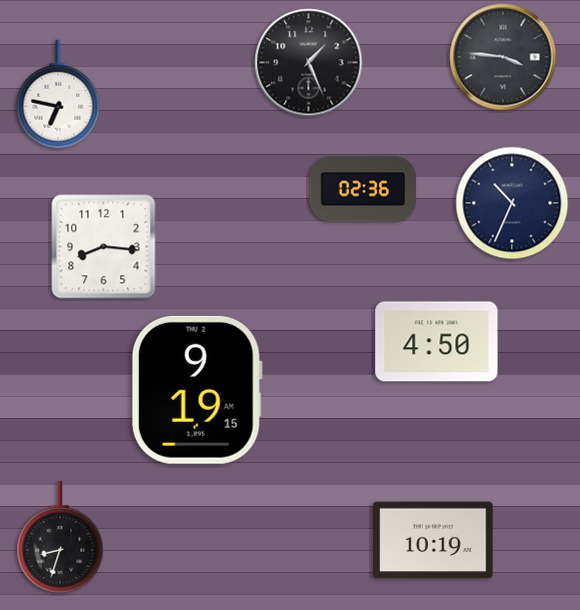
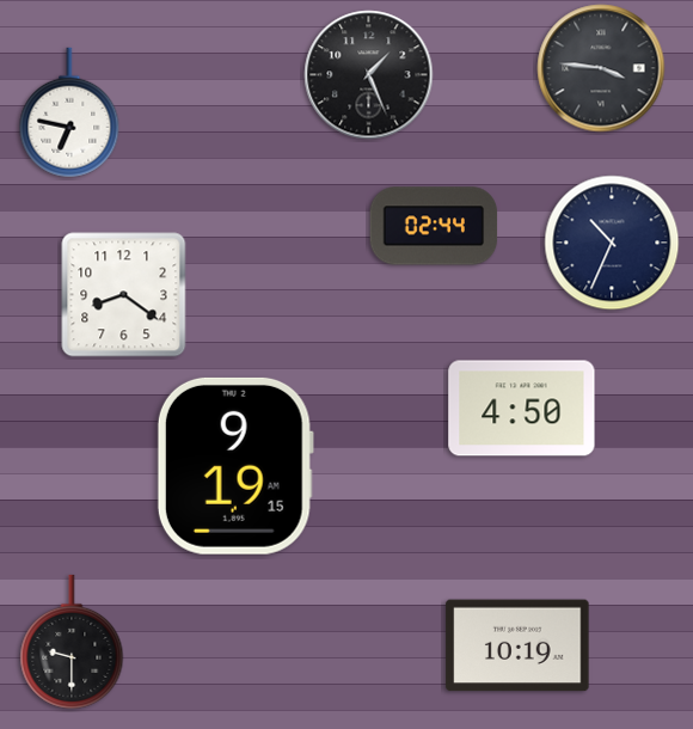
clock at (363, 189): 02:36 -> 02:44
clock at (104, 247): 8:16 -> 8:21
clock at (60, 537): 8:33 -> 9:30
